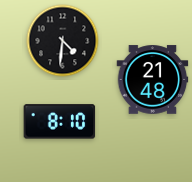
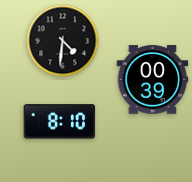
clock at (153, 80): 21:48 -> 00:39
